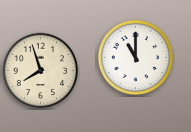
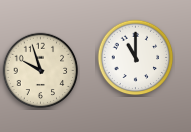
clock at (41, 71): 7:57 -> 9:57
